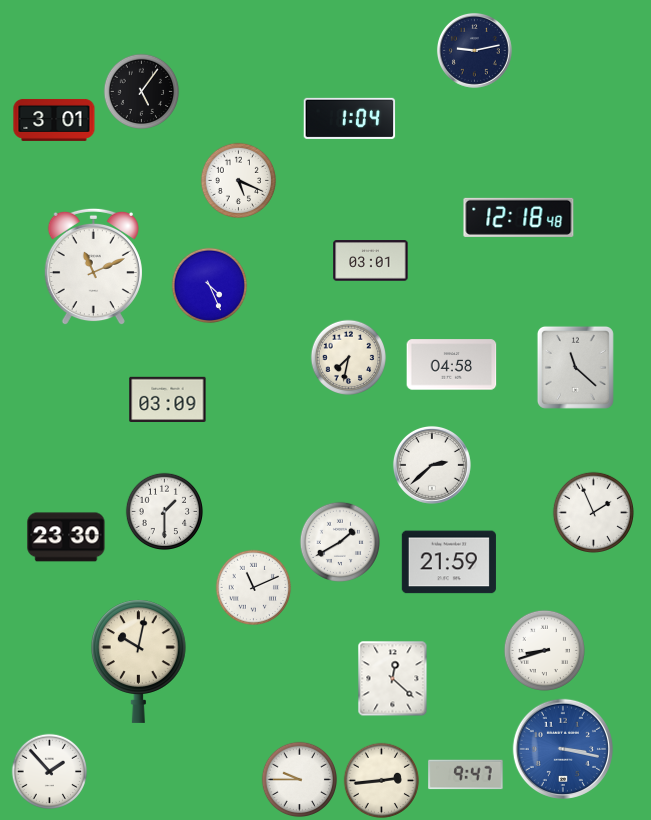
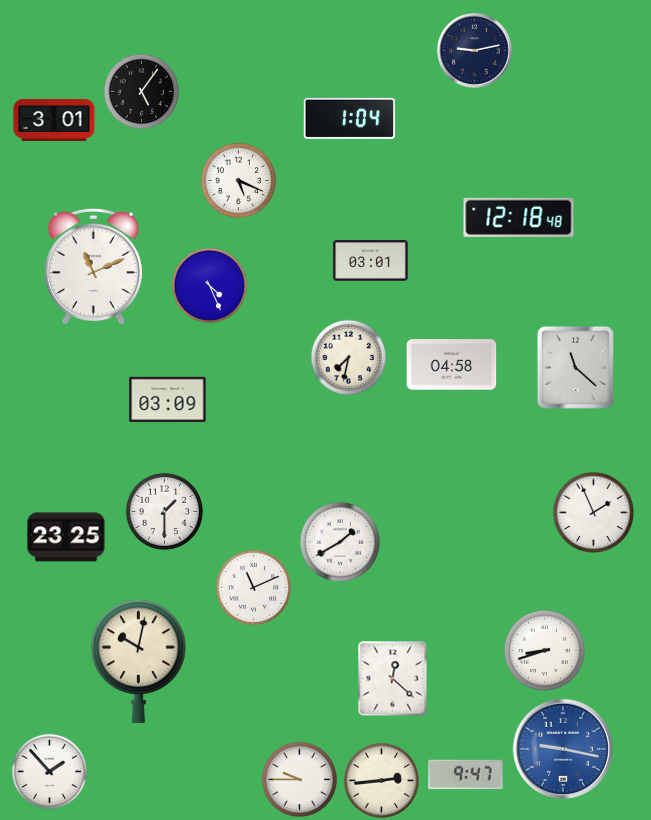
clock at (432, 465): 2:38 -> none
clock at (66, 537): 23:30 -> 23:25
clock at (449, 562): 21:59 -> none
clock at (563, 749): 3:17 -> 9:17
